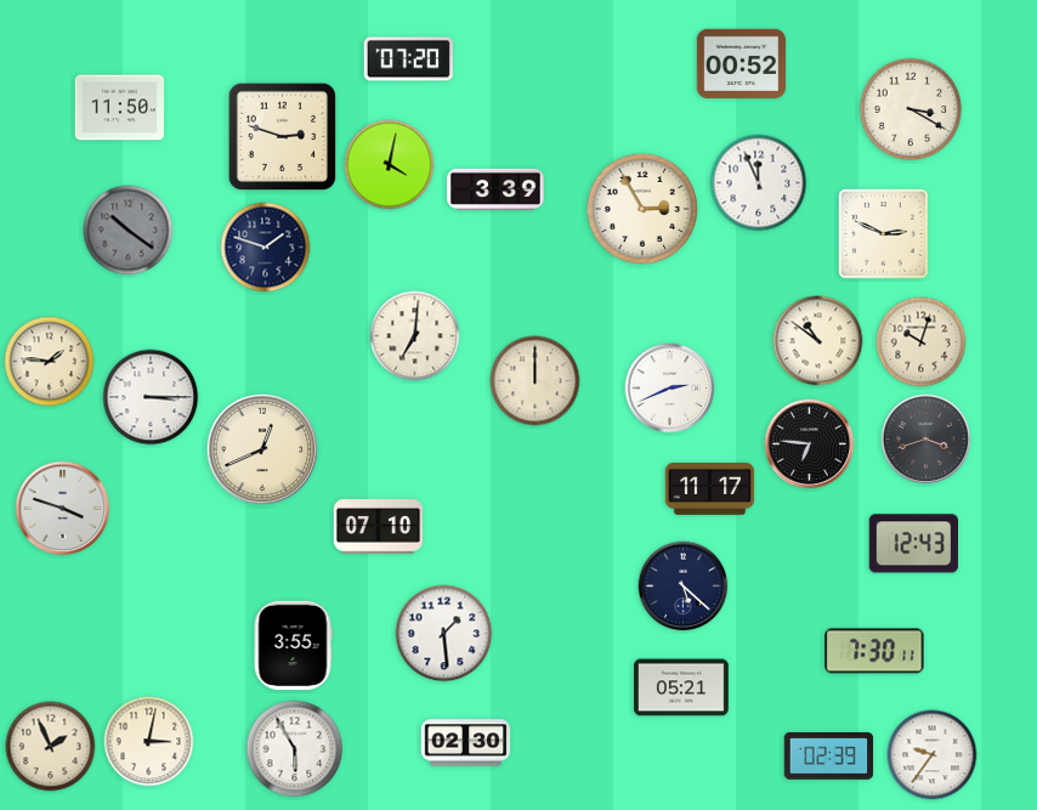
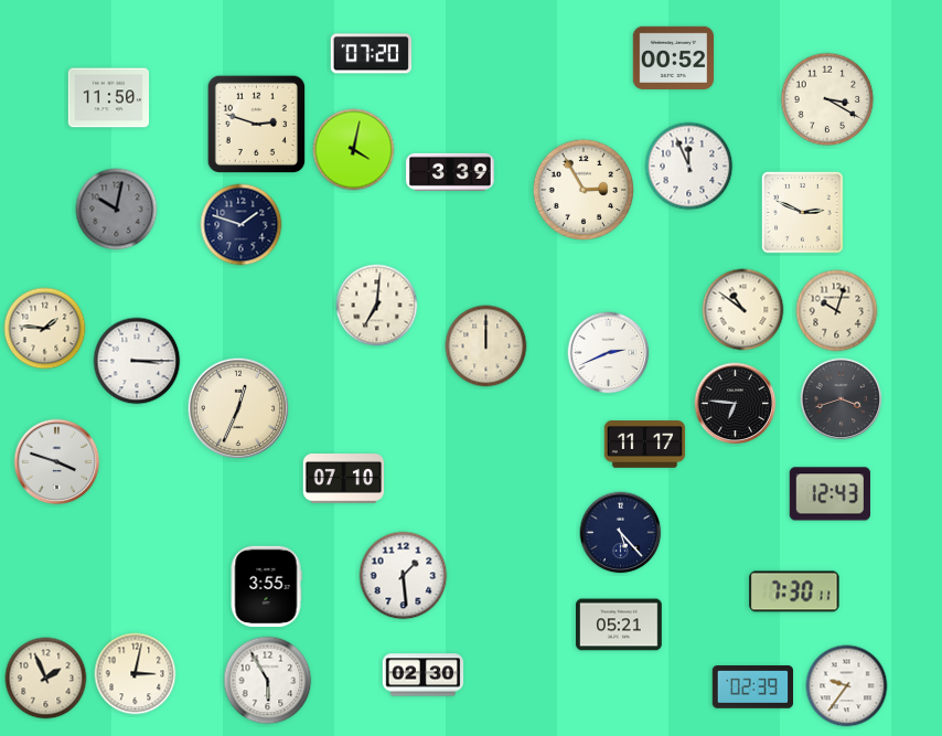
clock at (129, 231): 10:21 -> 10:02
clock at (262, 449): 12:41 -> 12:34
clock at (684, 587): 5:22 -> 5:23
